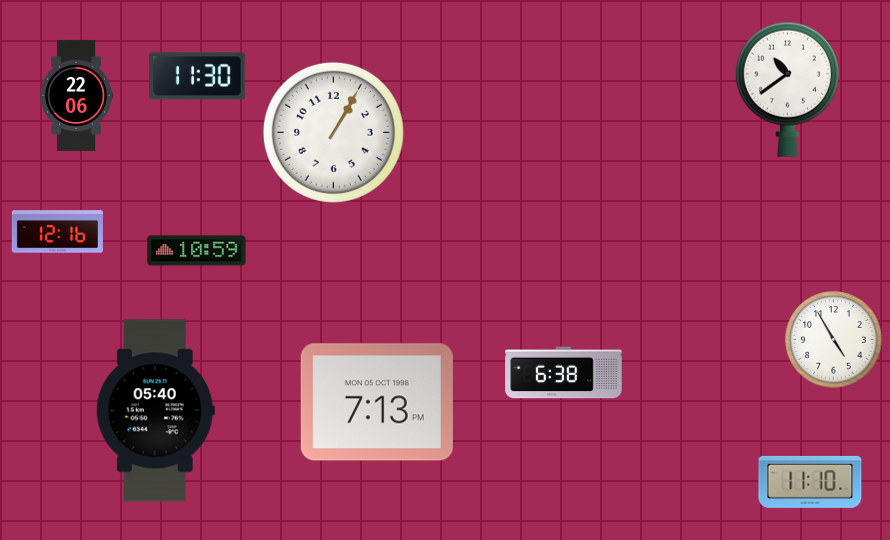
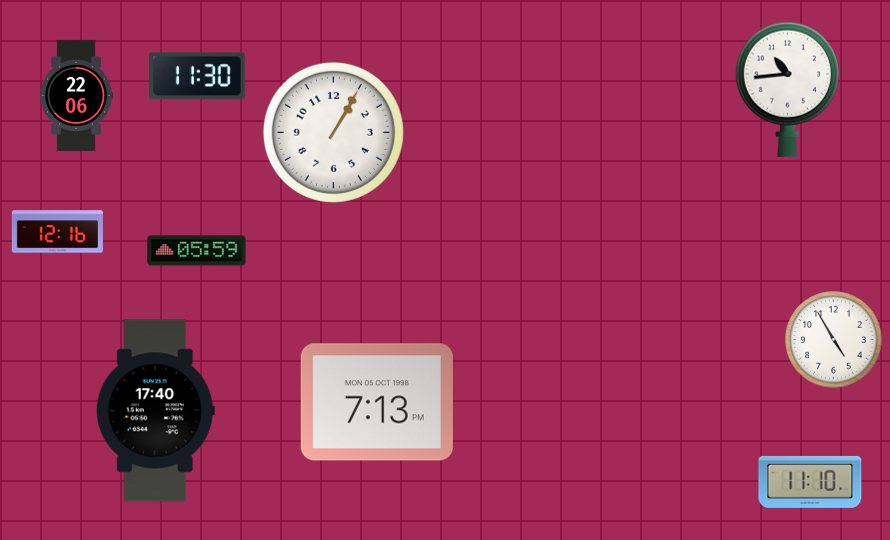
clock at (787, 89): 10:39 -> 10:44
clock at (197, 251): 10:59 -> 05:59
clock at (564, 373): 6:38 -> none
clock at (155, 411): 05:40 -> 17:40
